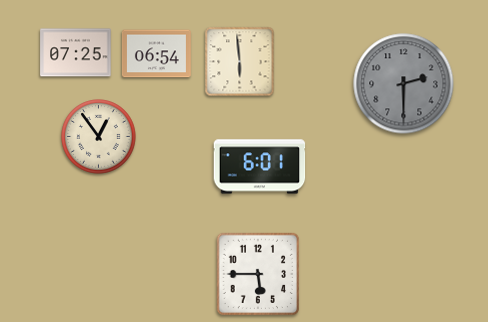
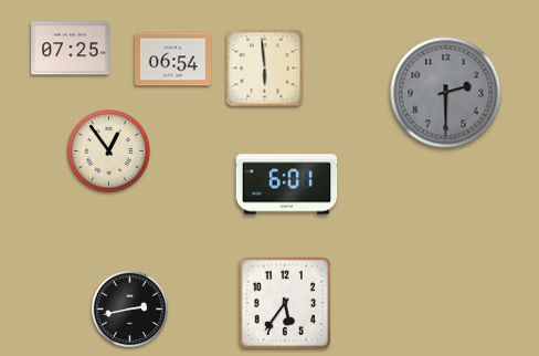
clock at (76, 53) position: (76, 53) -> (71, 49)
clock at (257, 273): 5:45 -> 5:36
clock at (130, 310): none -> 2:43
